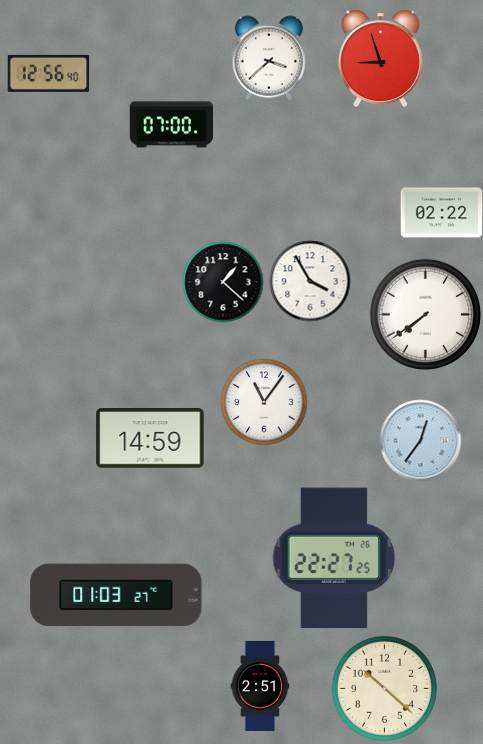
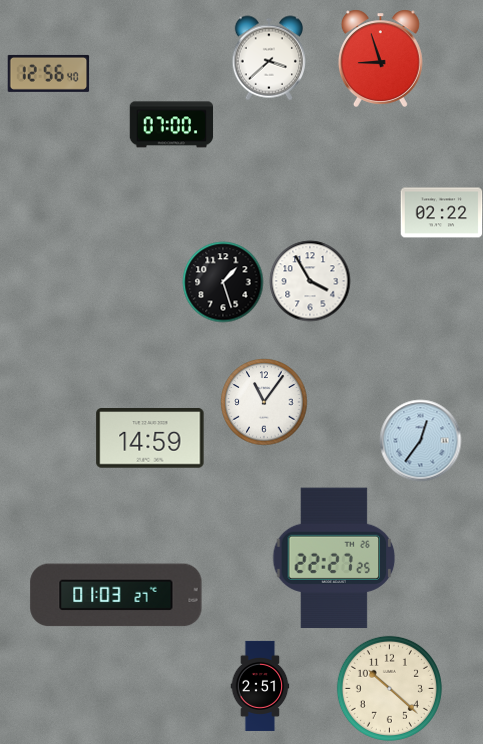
clock at (223, 282): 1:22 -> 1:27
clock at (425, 314): 7:39 -> none
clock at (384, 688) position: (384, 688) -> (389, 688)
